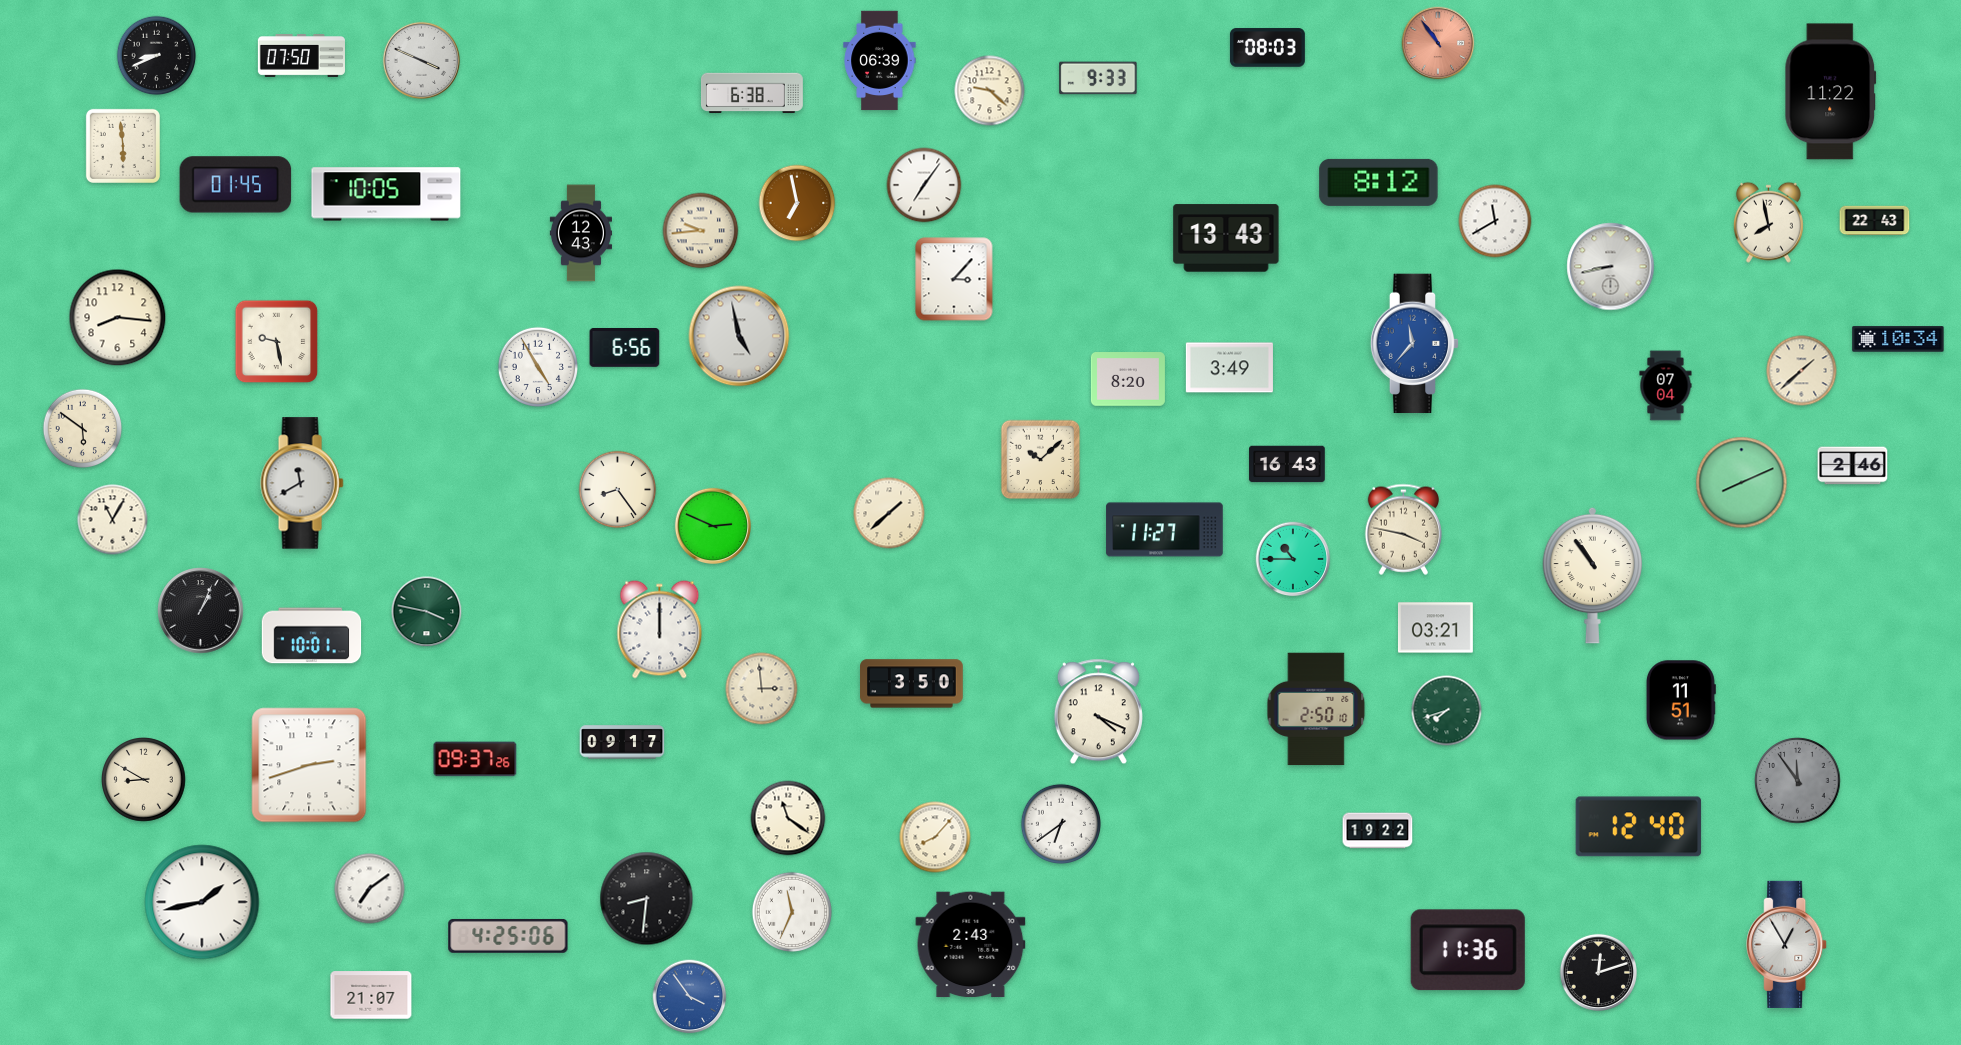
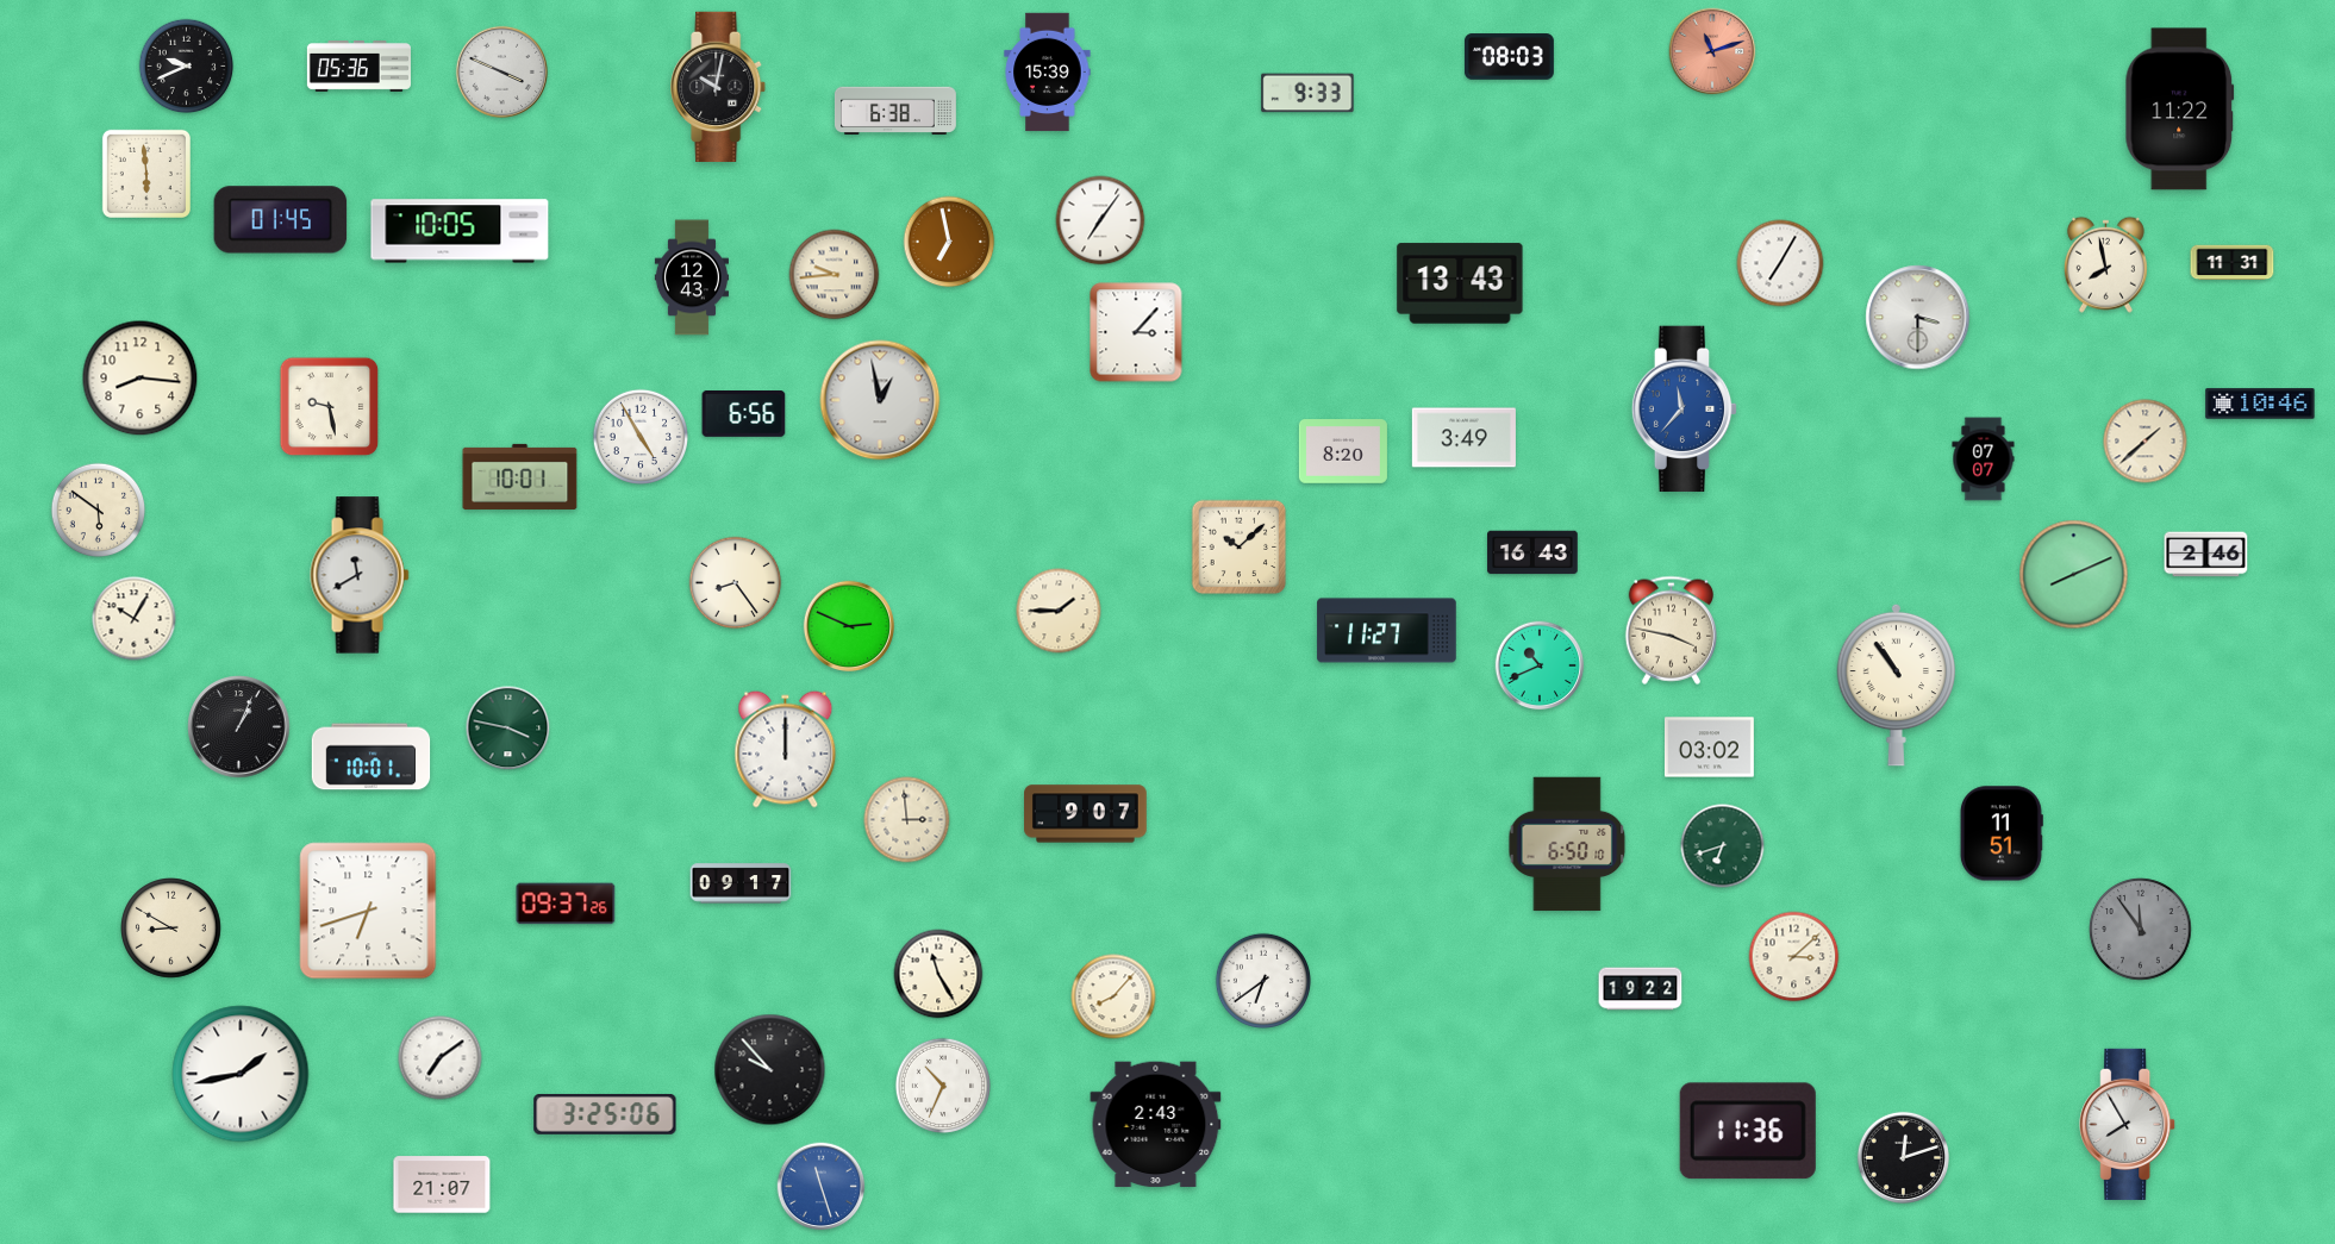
clock at (1438, 43): 10:54 -> 11:12
clock at (157, 56): 8:41 -> 9:41
clock at (301, 56): 07:50 -> 05:36
clock at (880, 61): 06:39 -> 15:39
clock at (719, 86): none -> 10:02
clock at (990, 91): 9:22 -> none
clock at (1379, 182): 8:12 -> none
clock at (1495, 221): 11:40 -> 7:05
clock at (1875, 221): 22:43 -> 11:31
clock at (1611, 267): 8:43 -> 3:30
clock at (739, 336): 4:58 -> 12:58
clock at (1898, 339): 10:34 -> 10:46
clock at (1666, 386): 07:04 -> 07:07
clock at (520, 476): none -> 10:01
clock at (889, 513): 1:38 -> 1:45
clock at (113, 520): 11:05 -> 10:05
clock at (1293, 559): 10:45 -> 10:41
clock at (1435, 628): 03:21 -> 03:02
clock at (912, 684): 3:50 -> 9:07
clock at (1316, 709): 2:50 -> 6:50
clock at (1447, 711): 7:42 -> 6:42
clock at (1098, 712): 4:19 -> none
clock at (309, 765): 2:42 -> 6:42
clock at (1794, 957): none -> 3:08
clock at (788, 818): 11:21 -> 11:25
clock at (1639, 827): 12:40 -> none
clock at (647, 899): 8:31 -> 9:53
clock at (791, 911): 11:34 -> 10:34
clock at (508, 936): 4:25 -> 3:25
clock at (1787, 944): 12:55 -> 7:55
clock at (690, 997): 3:54 -> 11:27
